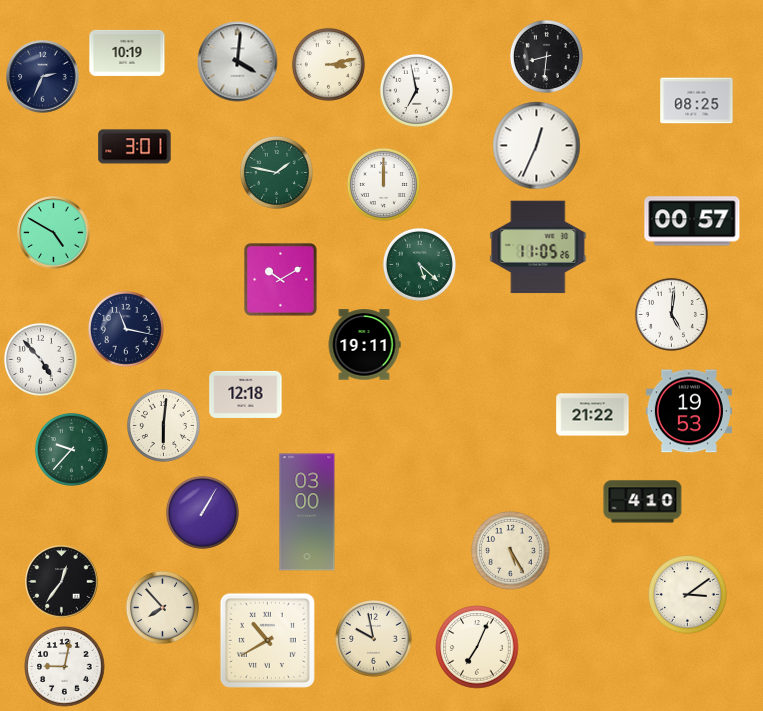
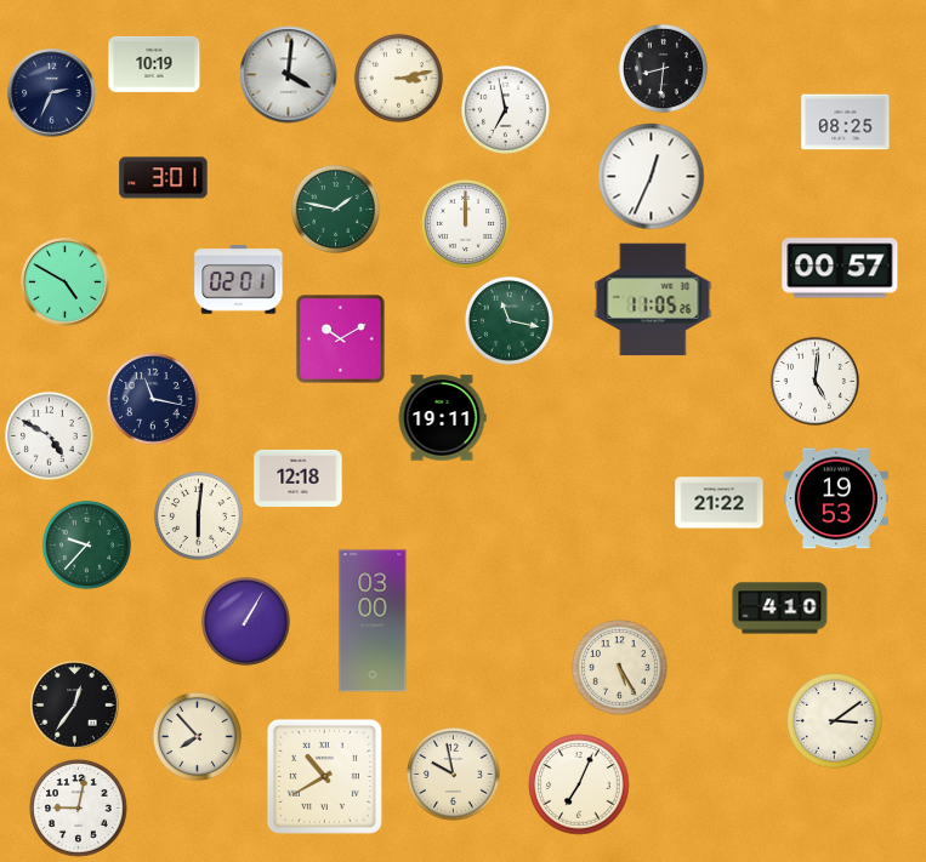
clock at (239, 280): none -> 02:01
clock at (419, 264): 5:22 -> 11:17
clock at (40, 359): 4:53 -> 4:50
